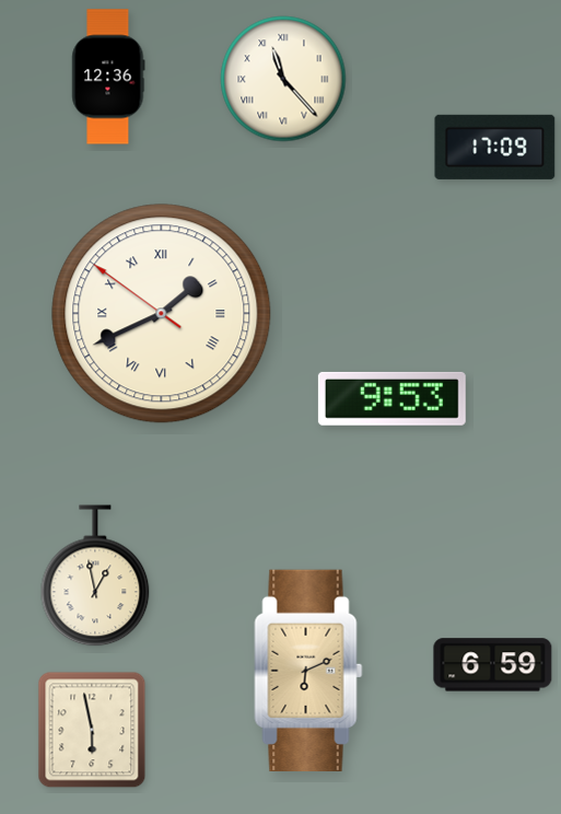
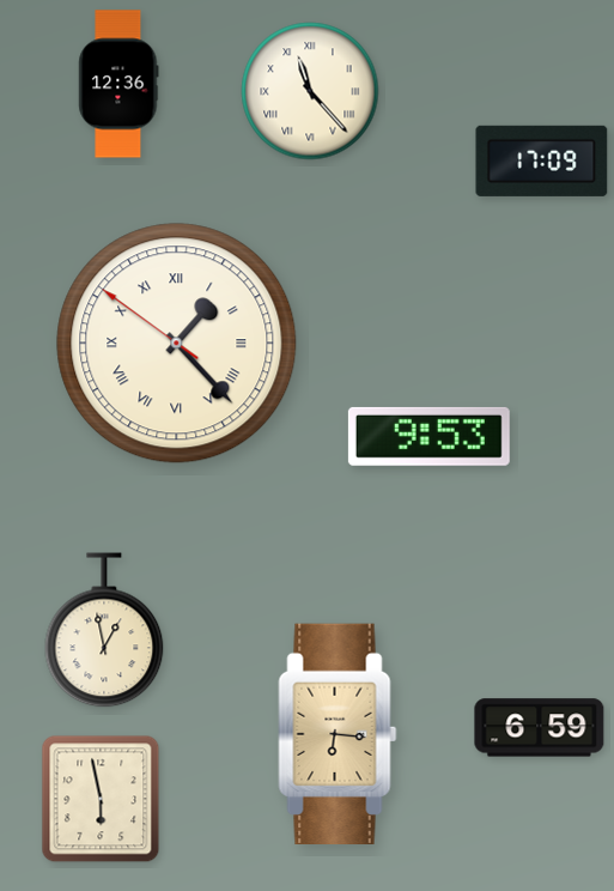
clock at (283, 79) position: (283, 79) -> (310, 91)
clock at (162, 314): 1:40 -> 1:22
clock at (308, 670): 6:11 -> 6:16
